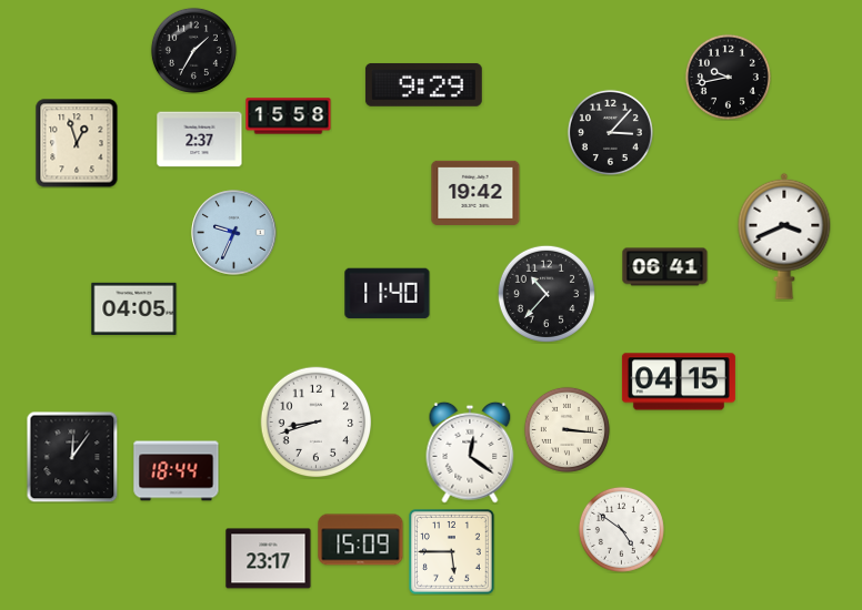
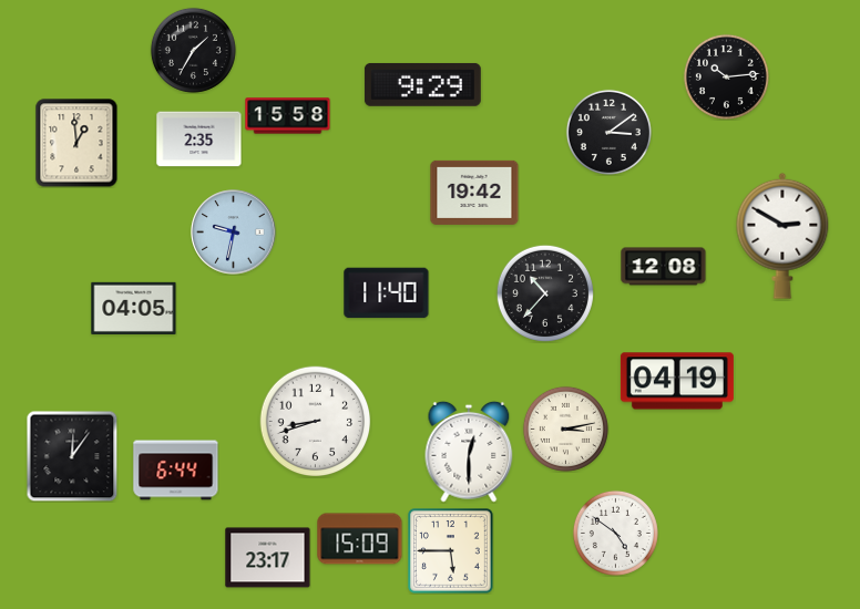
clock at (728, 77): 9:43 -> 10:14
clock at (610, 132): 3:07 -> 3:09
clock at (200, 140): 2:37 -> 2:35
clock at (77, 143): 12:57 -> 12:59
clock at (234, 233): 9:34 -> 9:32
clock at (784, 236): 3:41 -> 2:50
clock at (665, 267): 06:41 -> 12:08
clock at (679, 382): 04:15 -> 04:19
clock at (567, 429): 3:16 -> 3:13
clock at (470, 453): 12:21 -> 12:30
clock at (177, 471): 18:44 -> 6:44
clock at (621, 529) position: (621, 529) -> (615, 533)
